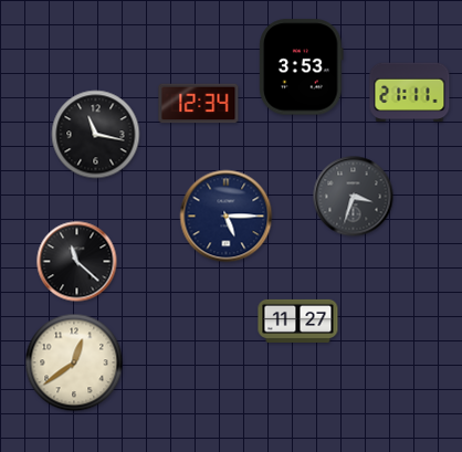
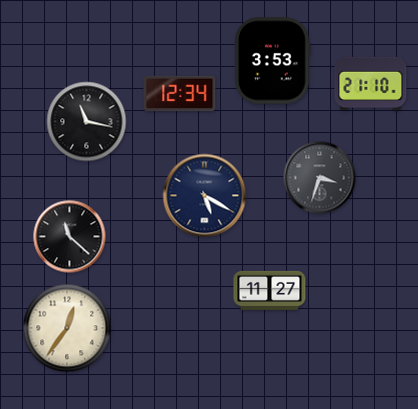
clock at (410, 93): 21:11 -> 21:10
clock at (227, 217): 5:15 -> 5:20
clock at (74, 362): 12:39 -> 12:36
